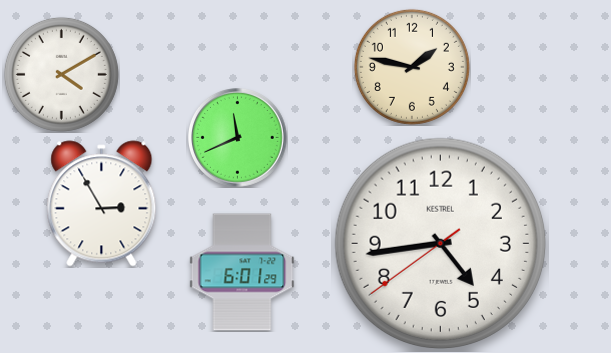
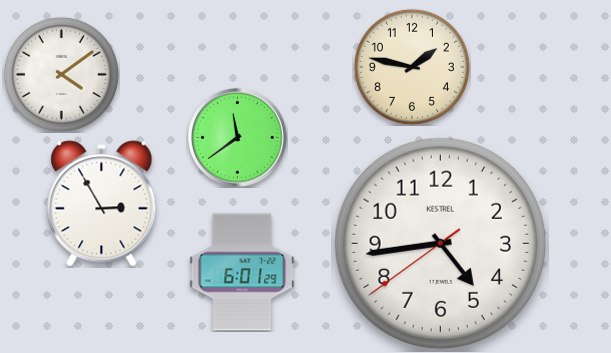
clock at (61, 74): 4:10 -> 4:09
clock at (238, 138): 11:41 -> 11:39
